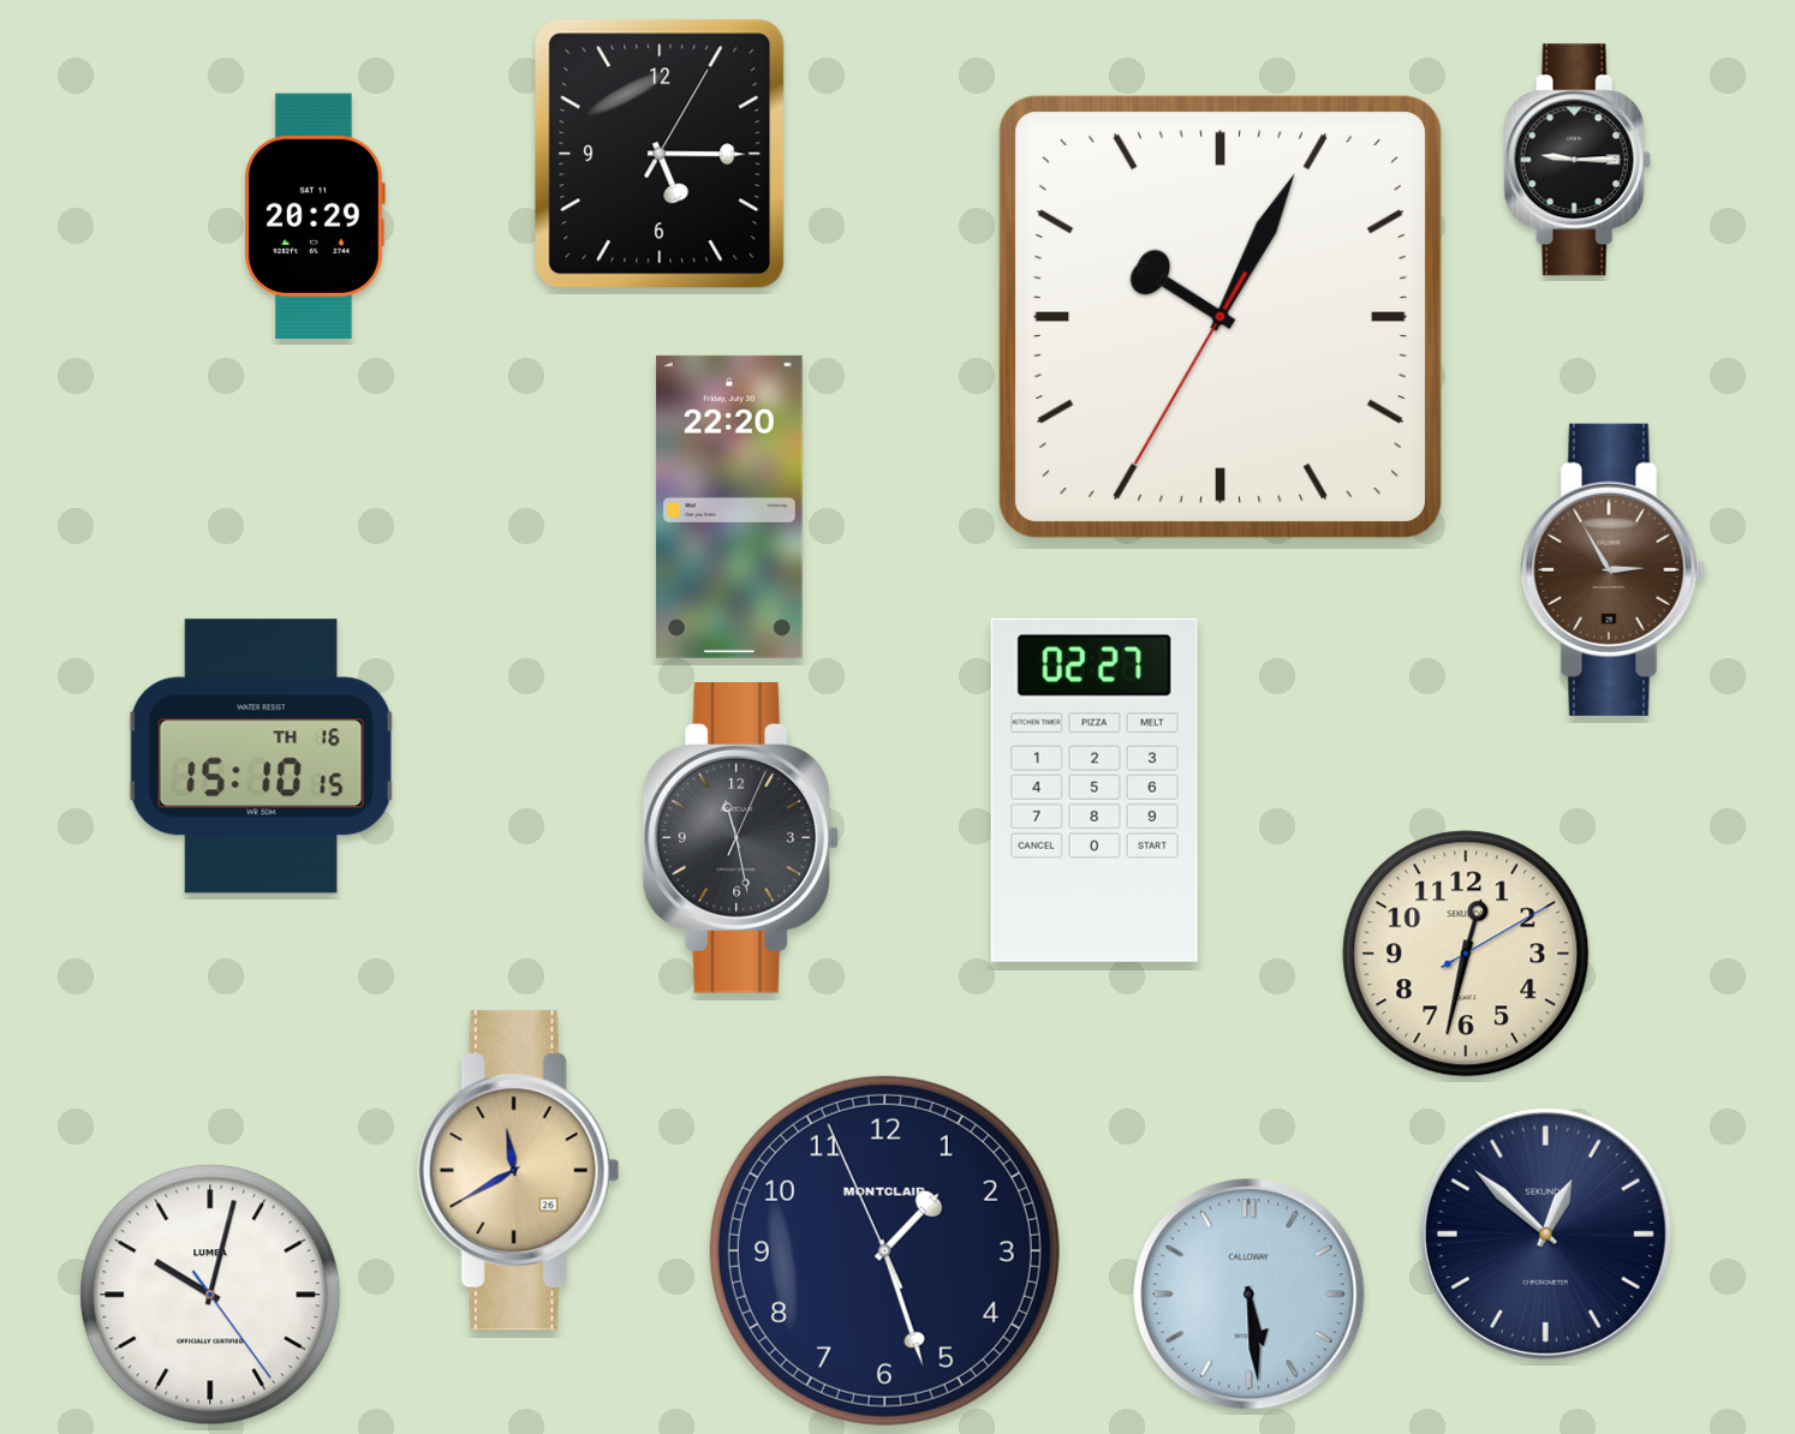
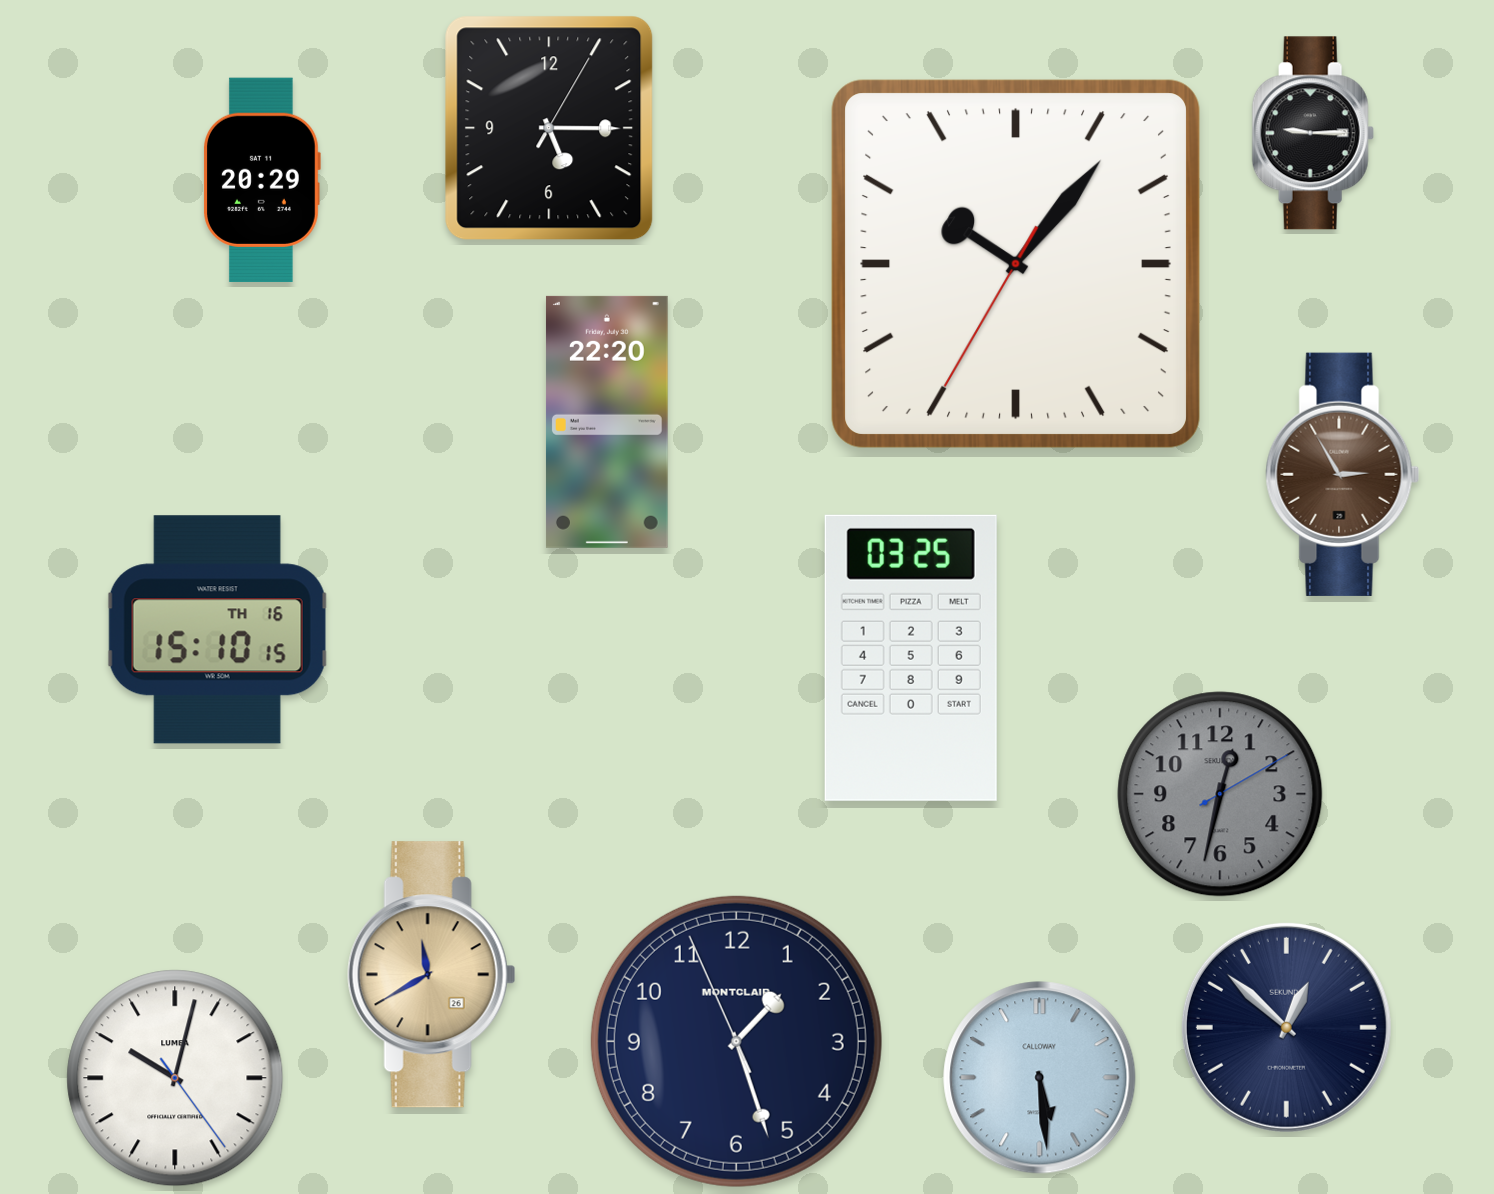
clock at (1219, 316): 10:04 -> 10:06
clock at (1095, 790): 02:27 -> 03:25
clock at (741, 838): 11:28 -> none
clock at (1466, 954) dial: cream -> grey
